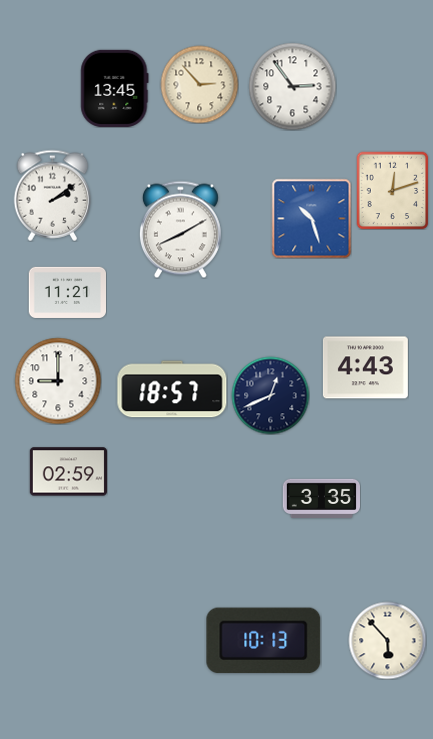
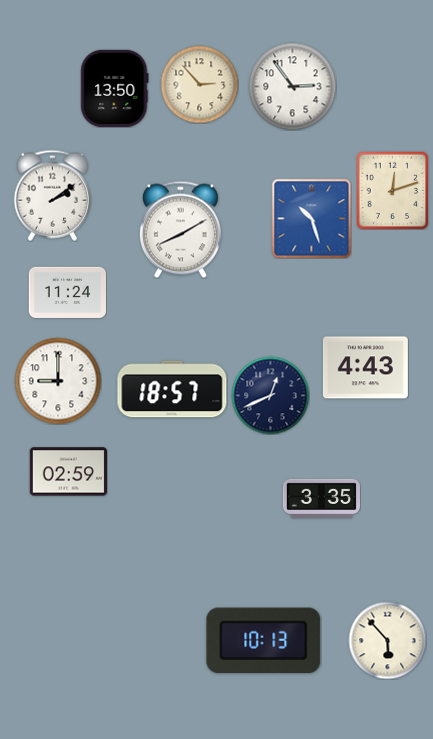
clock at (115, 88): 13:45 -> 13:50
clock at (67, 292): 11:21 -> 11:24
